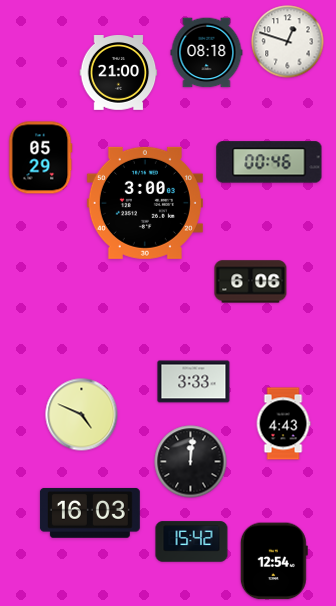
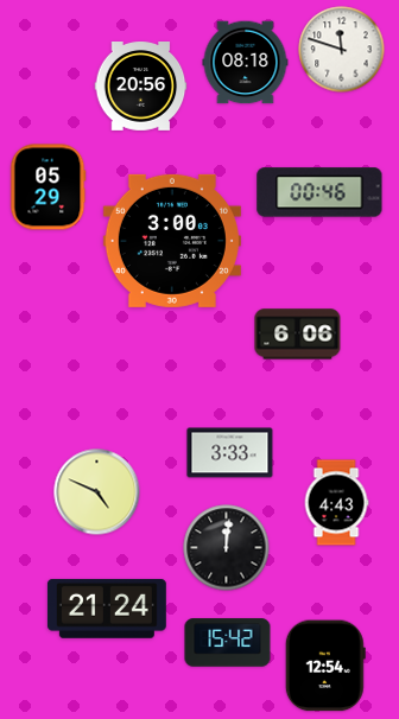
clock at (288, 42): 12:48 -> 11:48
clock at (119, 73): 21:00 -> 20:56
clock at (90, 513): 16:03 -> 21:24
